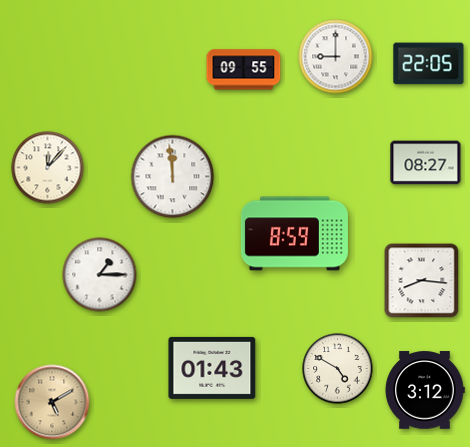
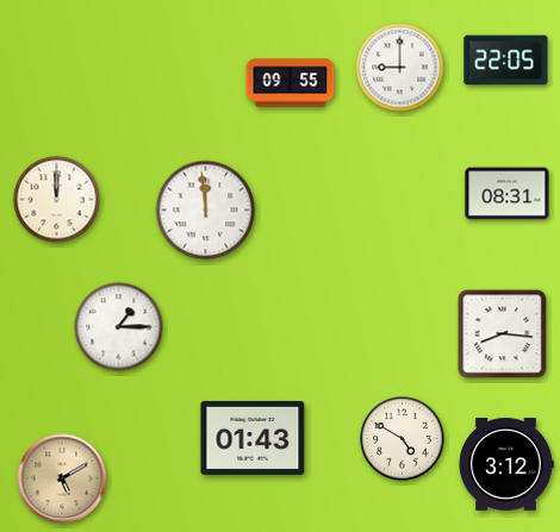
clock at (429, 64) position: (429, 64) -> (506, 61)
clock at (426, 163): 08:27 -> 08:31
clock at (48, 168): 12:07 -> 12:00
clock at (294, 234): 8:59 -> none
